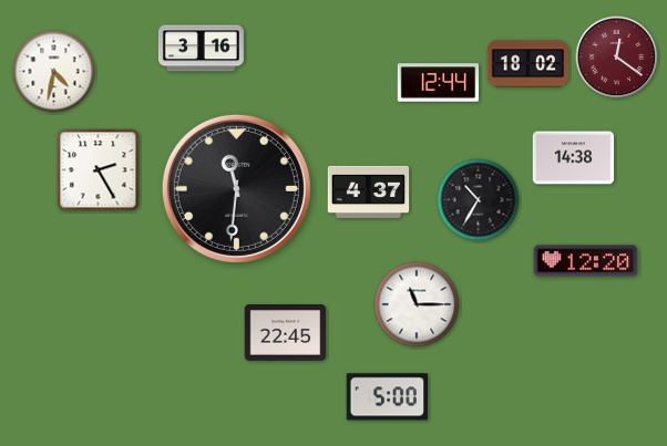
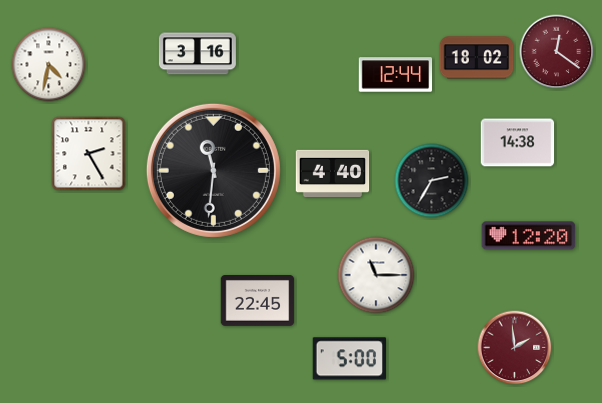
clock at (201, 49) position: (201, 49) -> (197, 54)
clock at (369, 191): 4:37 -> 4:40
clock at (479, 200): 10:35 -> 2:35
clock at (515, 348): none -> 1:59
